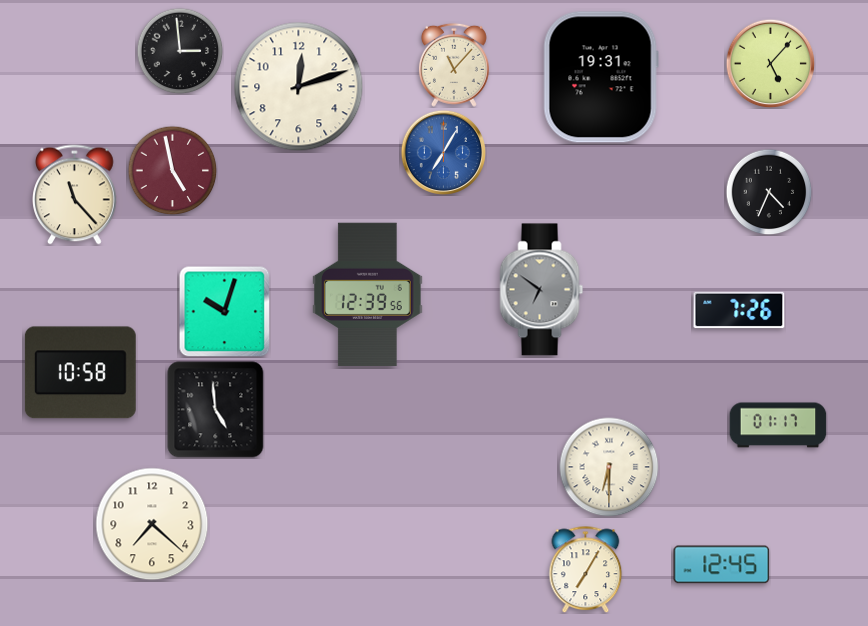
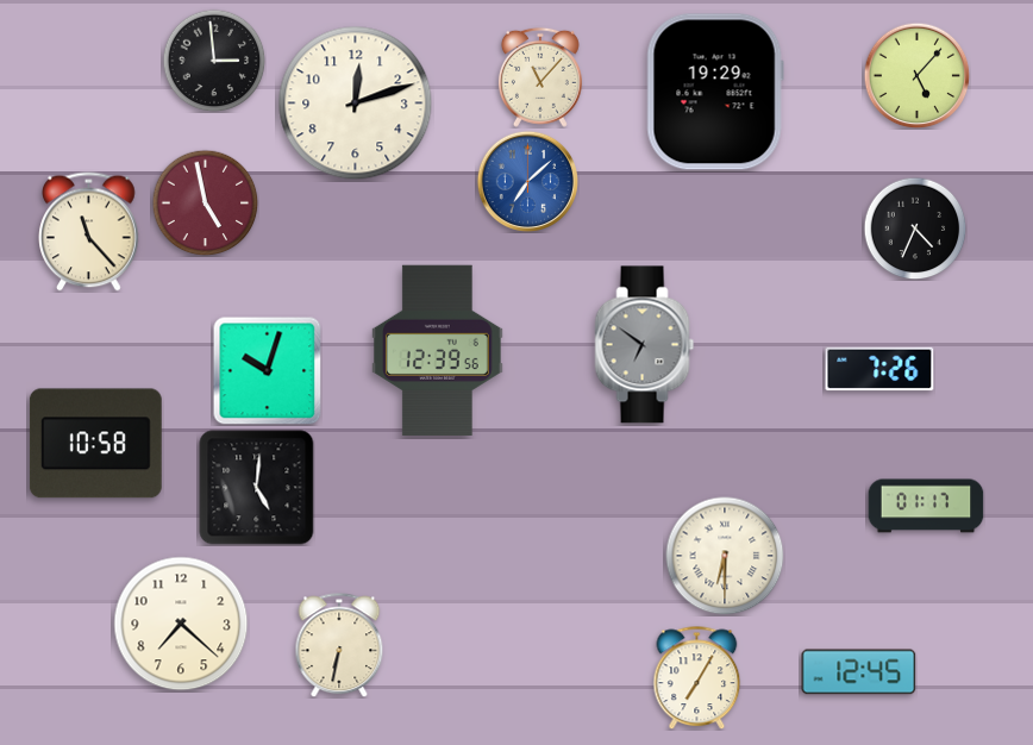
clock at (601, 77): 19:31 -> 19:29
clock at (443, 152): 7:05 -> 7:08
clock at (216, 410): 4:59 -> 5:01
clock at (339, 645): none -> 6:32
